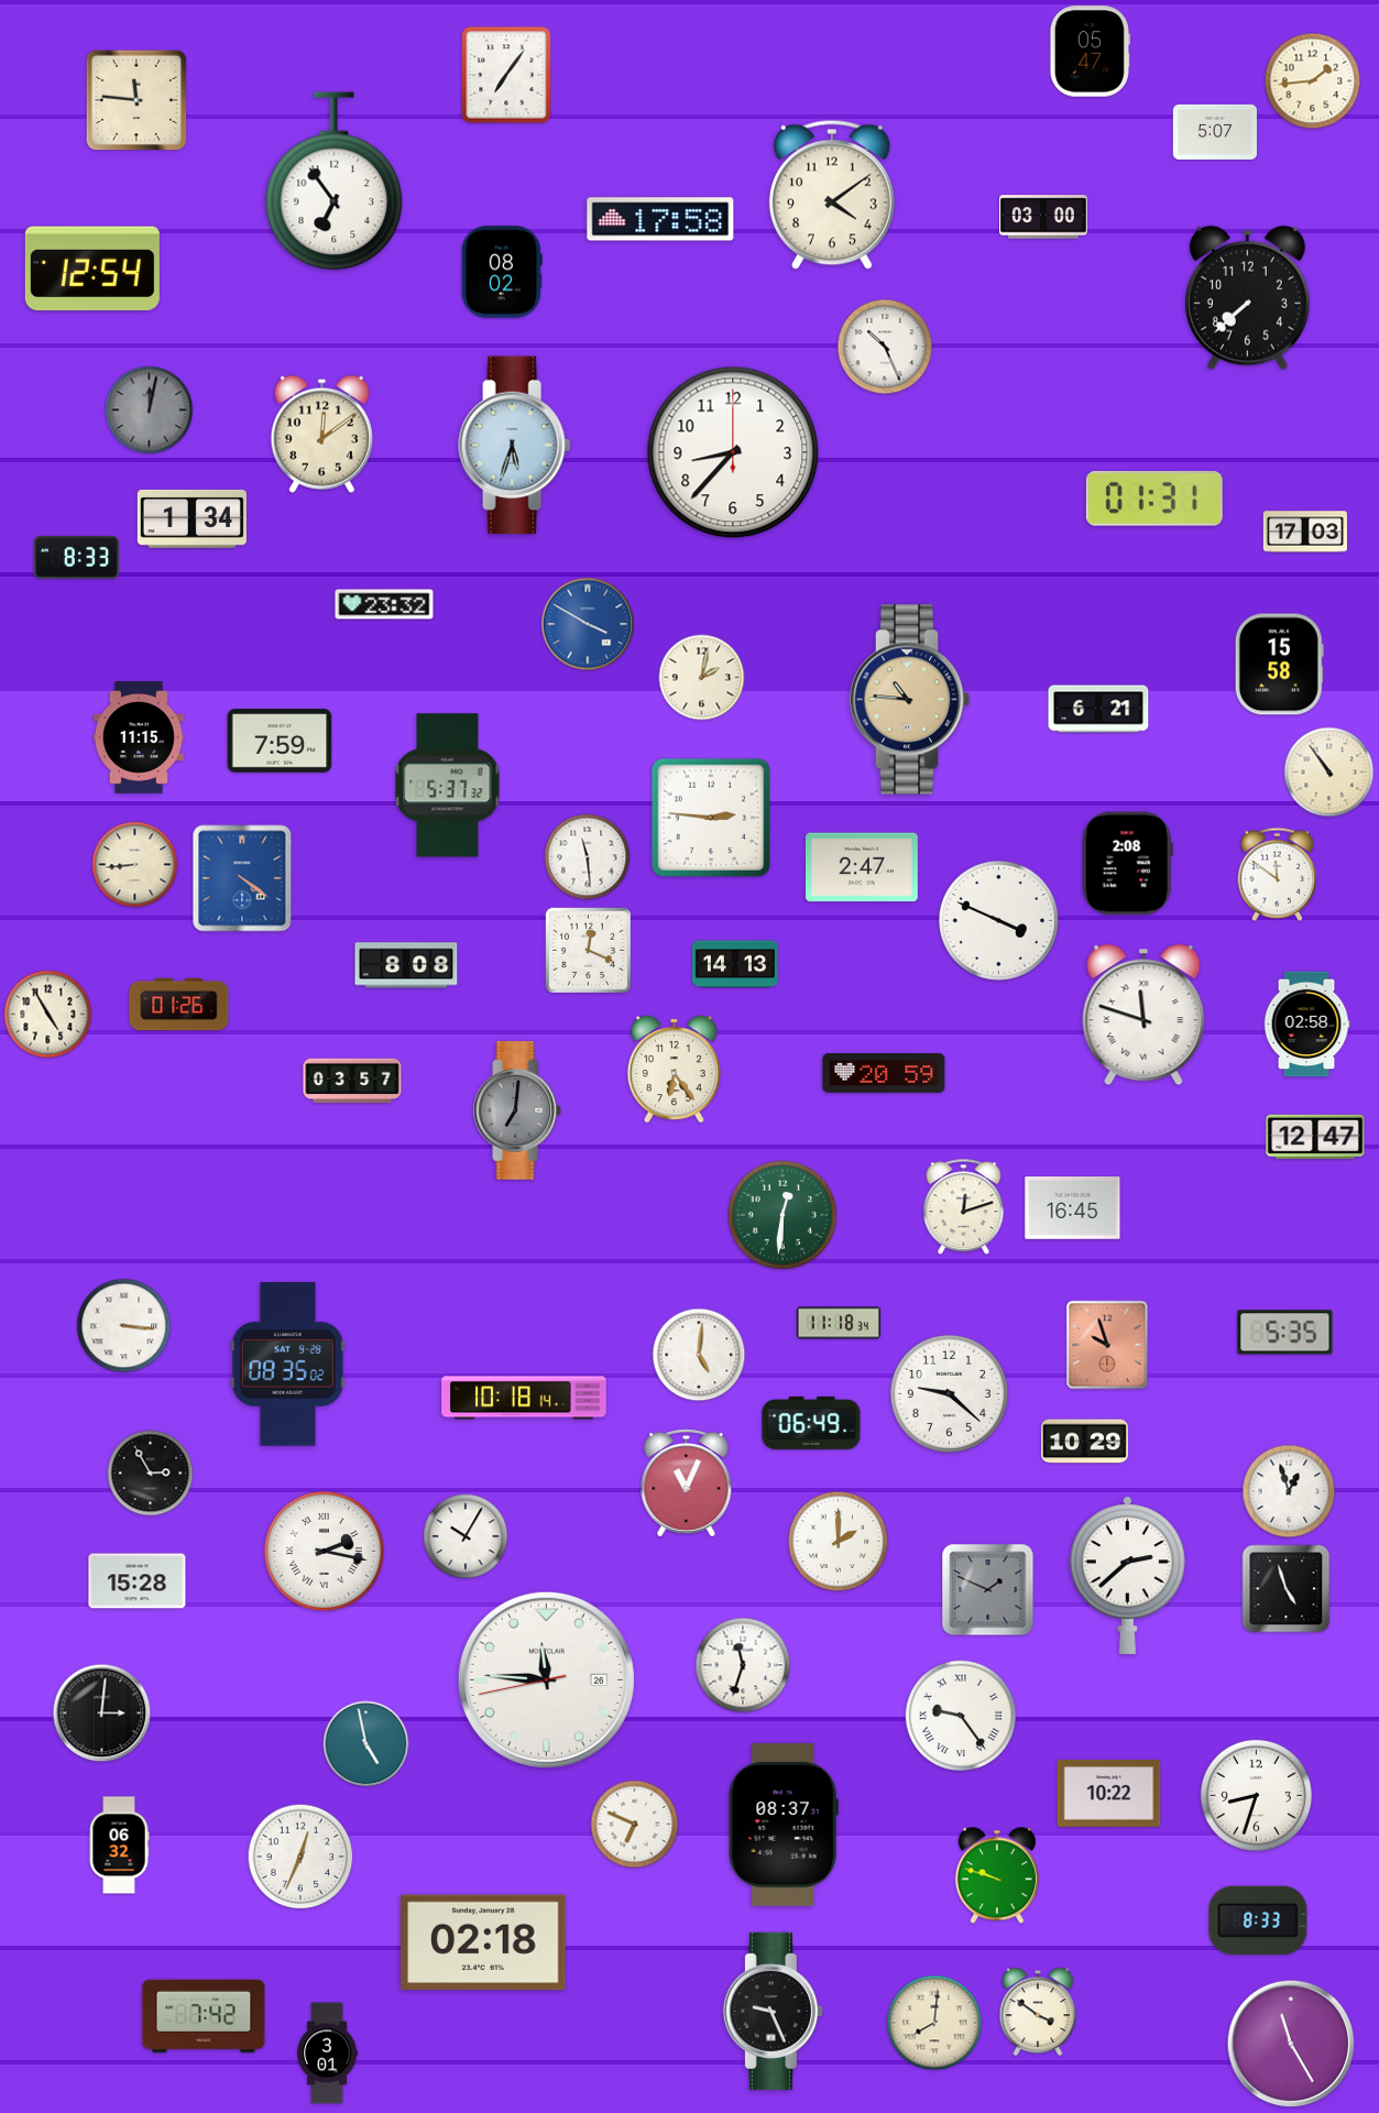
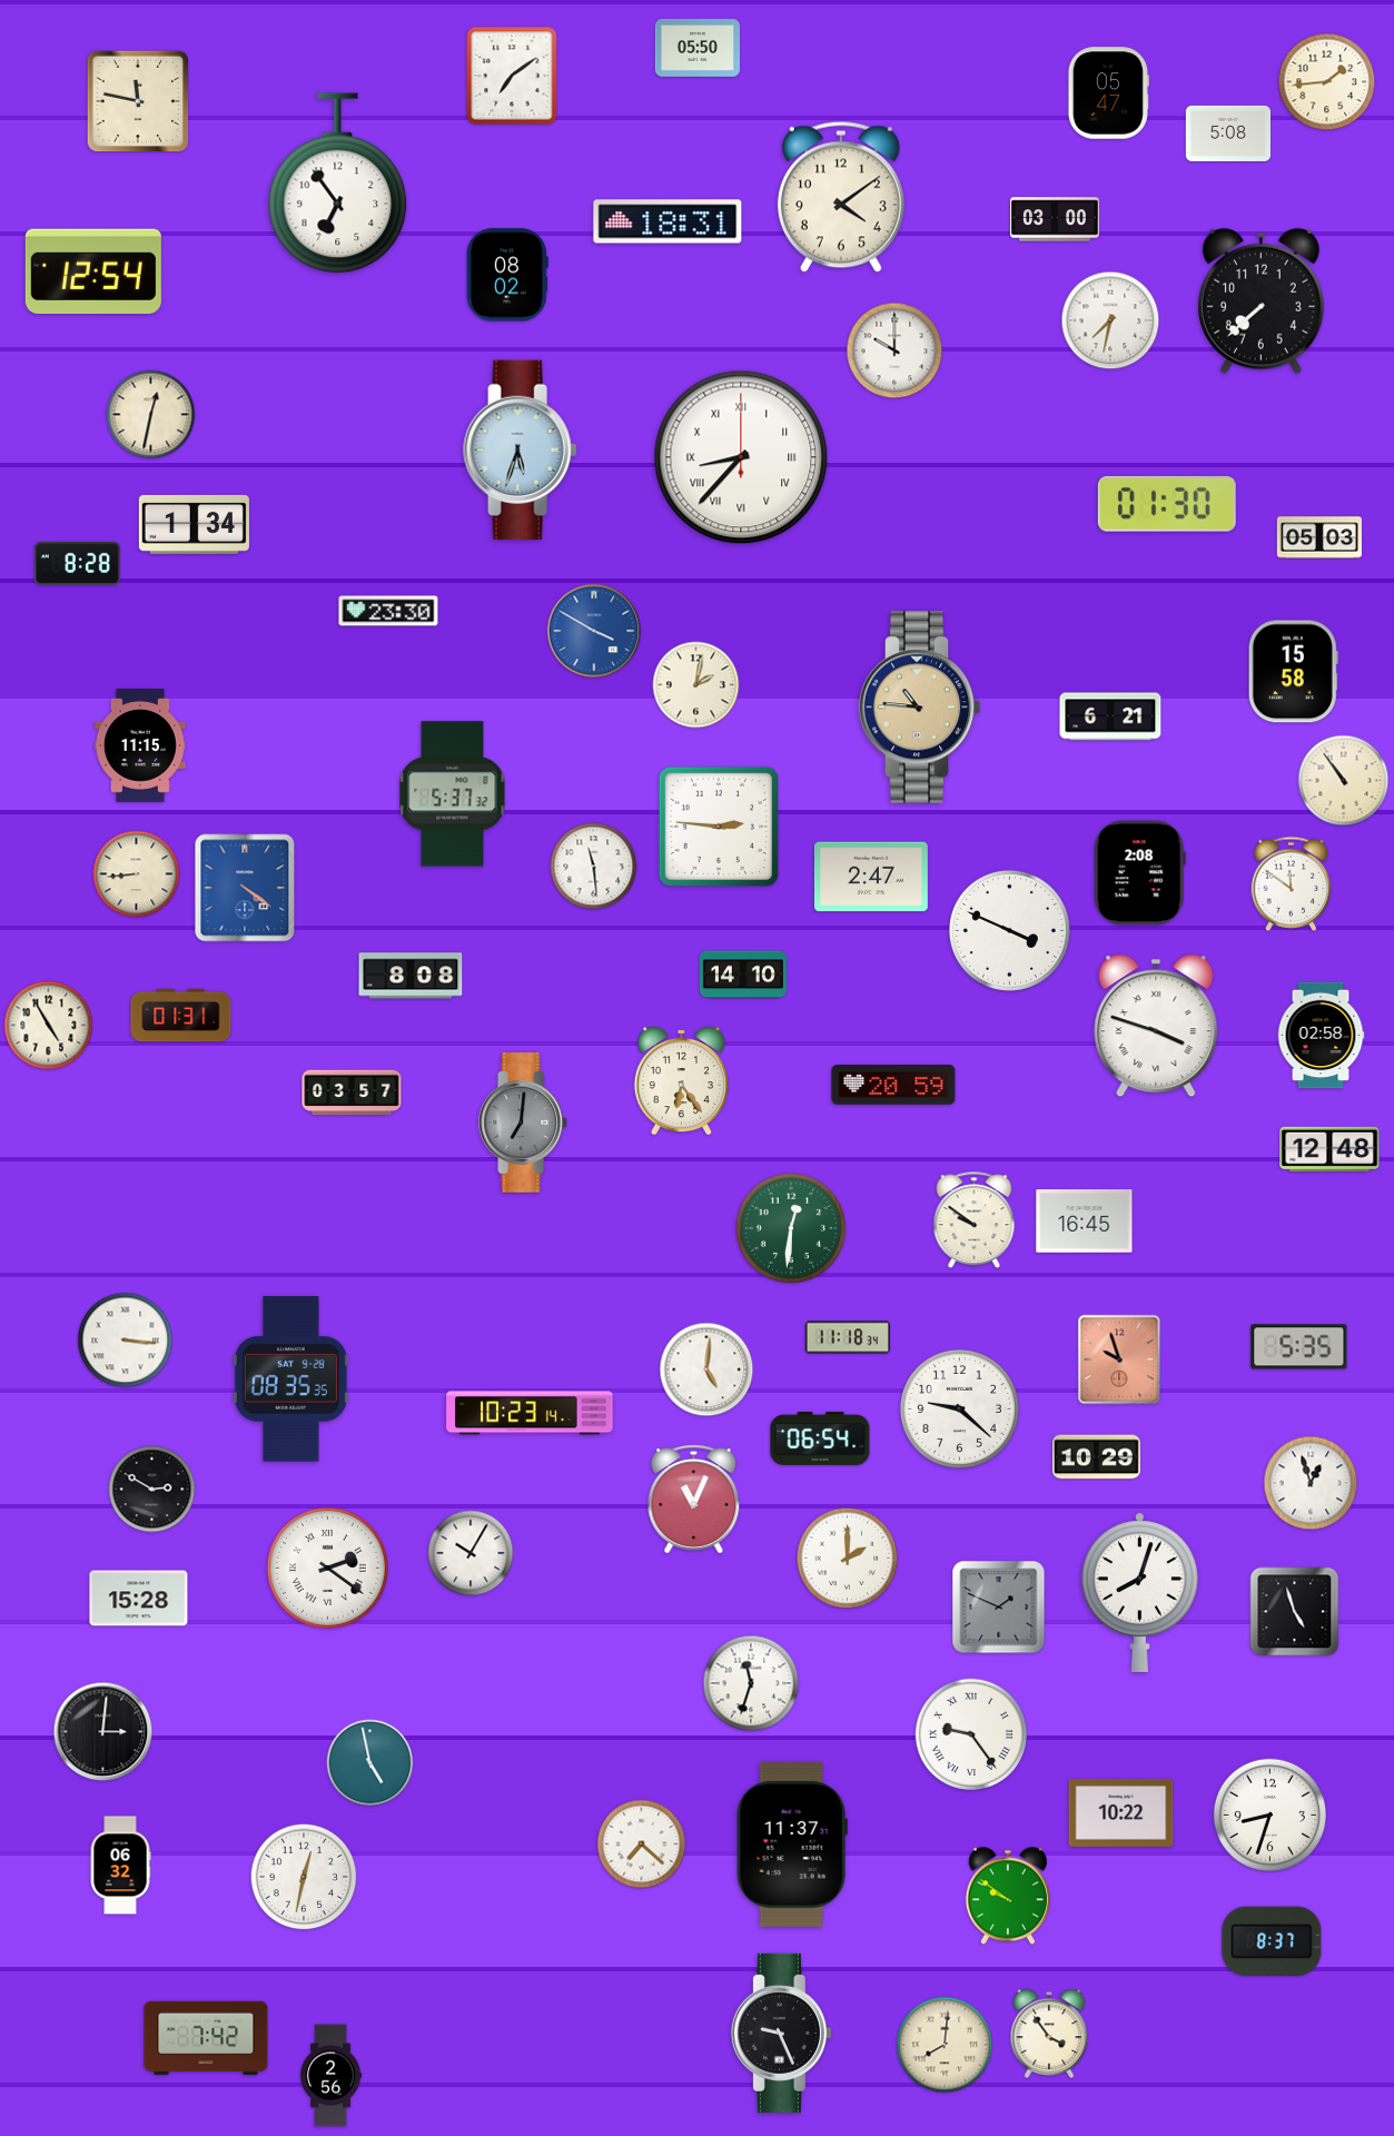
clock at (698, 48): none -> 05:50
clock at (1090, 52) position: (1090, 52) -> (1108, 93)
clock at (506, 75): 7:06 -> 7:09
clock at (136, 100): 11:46 -> 11:47
clock at (1214, 132): 5:07 -> 5:08
clock at (660, 219): 17:58 -> 18:31
clock at (1110, 320): none -> 7:32
clock at (885, 347): 10:26 -> 10:00
clock at (150, 410): 12:02 -> 12:32
clock at (150, 410) dial: grey -> cream
clock at (321, 434): 12:09 -> none
clock at (733, 452) numerals: Arabic -> Roman
clock at (1154, 499): 01:31 -> 01:30
clock at (1305, 532): 17:03 -> 05:03
clock at (76, 557): 8:33 -> 8:28
clock at (384, 604): 23:32 -> 23:30
clock at (702, 678) position: (702, 678) -> (696, 685)
clock at (280, 741): 7:59 -> none
clock at (588, 950): 12:19 -> none
clock at (735, 964): 14:13 -> 14:10
clock at (179, 1005): 01:26 -> 01:31
clock at (1143, 1015): 11:48 -> 3:48
clock at (352, 1081) position: (352, 1081) -> (352, 1092)
clock at (1315, 1137): 12:47 -> 12:48
clock at (964, 1207): 12:12 -> 9:51
clock at (287, 1365): 08:35:02 -> 08:35:35
clock at (524, 1398): 10:18 -> 10:23
clock at (811, 1423): 06:49 -> 06:54
clock at (151, 1474): 2:55 -> 2:50
clock at (1289, 1491) position: (1289, 1491) -> (1311, 1483)
clock at (324, 1551): 2:17 -> 2:21
clock at (1127, 1575): 2:38 -> 8:03
clock at (1287, 1589) position: (1287, 1589) -> (1295, 1612)
clock at (546, 1679): 11:45 -> none
clock at (635, 1825): 6:49 -> 7:22
clock at (784, 1826): 08:37 -> 11:37
clock at (300, 1857): 12:34 -> 12:32
clock at (997, 1875): 9:48 -> 9:51
clock at (1258, 1920): 8:33 -> 8:37
clock at (483, 1942): 02:18 -> none
clock at (1038, 2012): 3:51 -> 3:54
clock at (1291, 2044): 11:25 -> none
clock at (328, 2054): 3:01 -> 2:56
